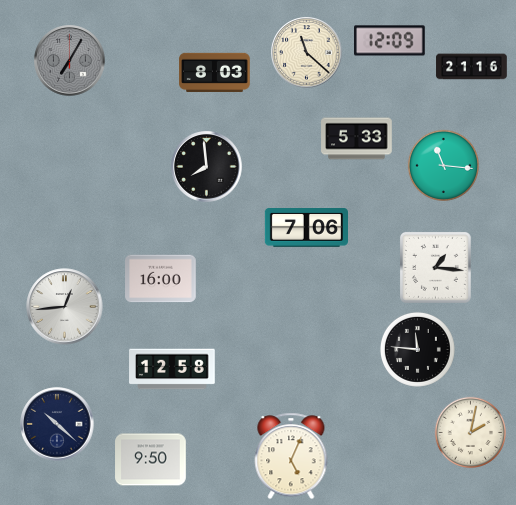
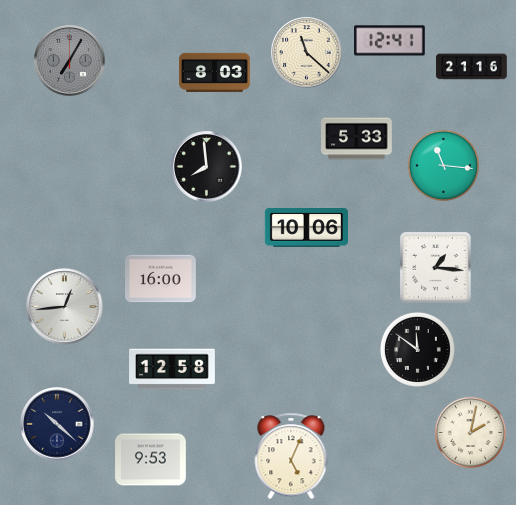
clock at (390, 41): 12:09 -> 12:41
clock at (306, 228): 7:06 -> 10:06
clock at (417, 349): 11:46 -> 11:51
clock at (151, 460): 9:50 -> 9:53
